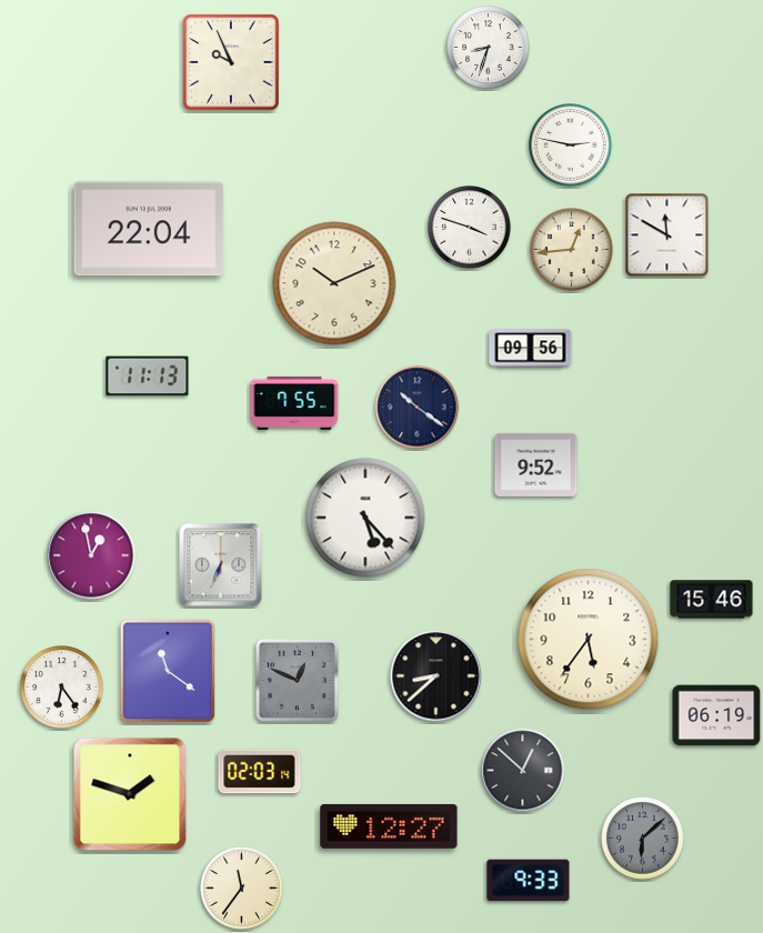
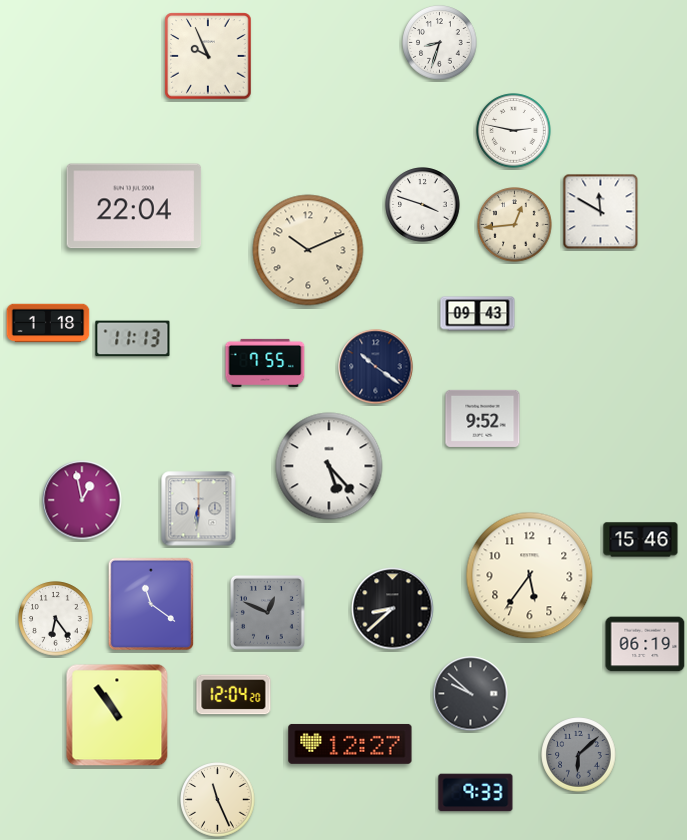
clock at (334, 283) position: (334, 283) -> (308, 250)
clock at (531, 349): 09:56 -> 09:43
clock at (48, 323): none -> 1:18
clock at (221, 565): 6:34 -> 6:31
clock at (523, 771): 12:52 -> 9:52
clock at (260, 772): 02:03 -> 12:04
clock at (130, 794): 1:48 -> 10:54
clock at (242, 889): 11:36 -> 11:26
